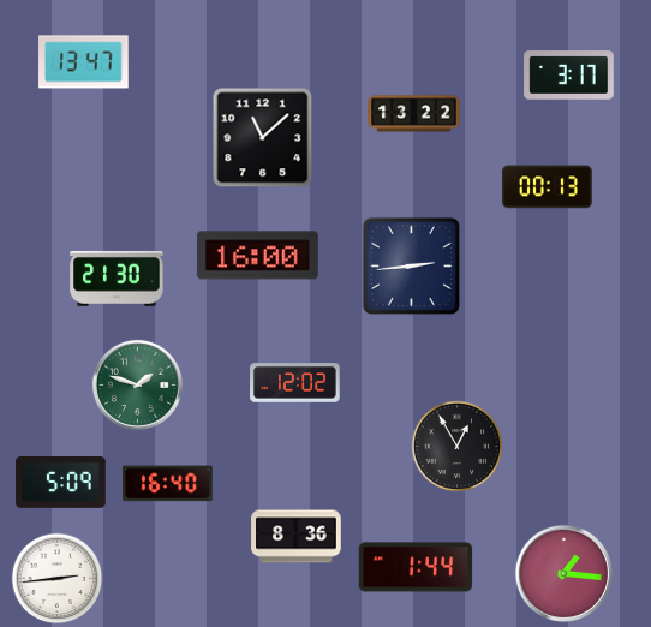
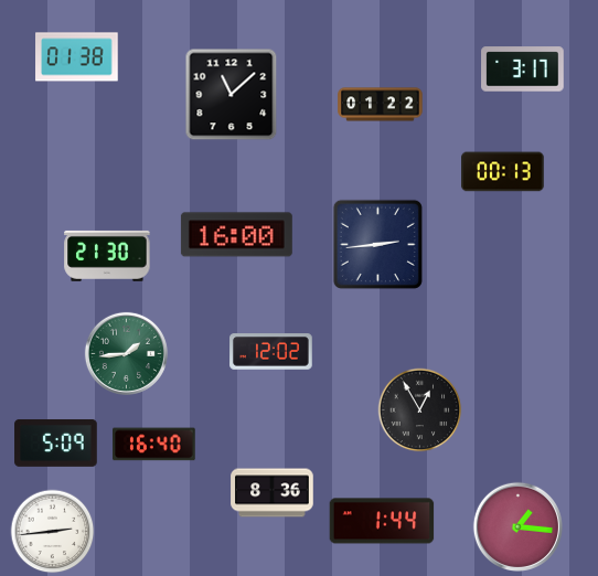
clock at (84, 62): 13:47 -> 01:38
clock at (414, 114): 13:22 -> 01:22
clock at (263, 138) position: (263, 138) -> (232, 95)
clock at (137, 384): 1:48 -> 1:44
